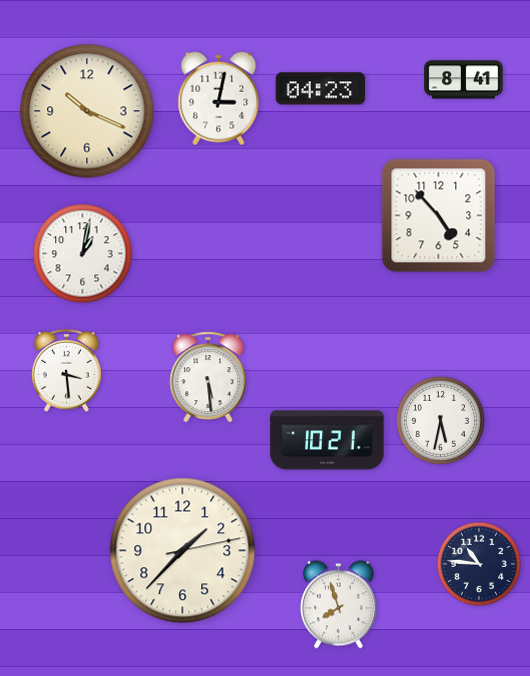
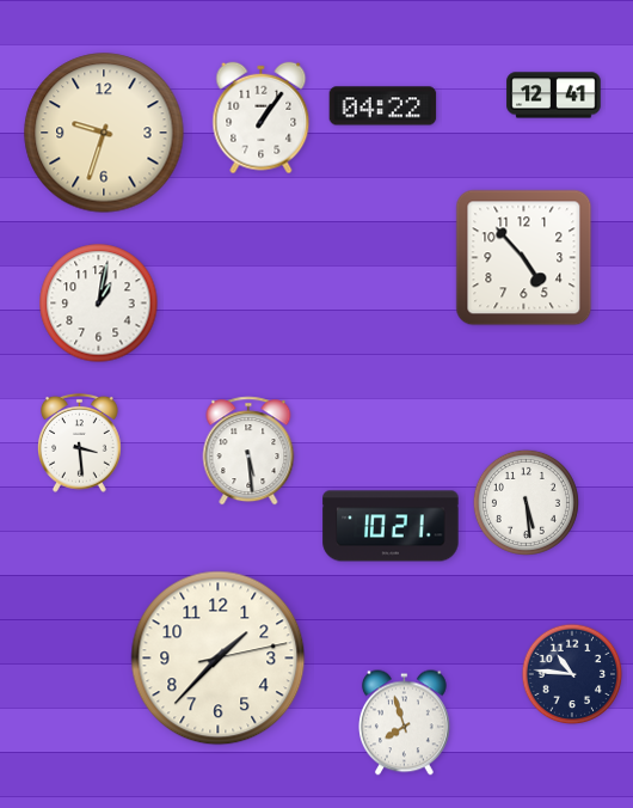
clock at (464, 80): 8:41 -> 12:41
clock at (321, 89): 04:23 -> 04:22
clock at (219, 99): 3:02 -> 1:06
clock at (87, 111): 10:19 -> 9:33
clock at (440, 420): 5:32 -> 5:29
